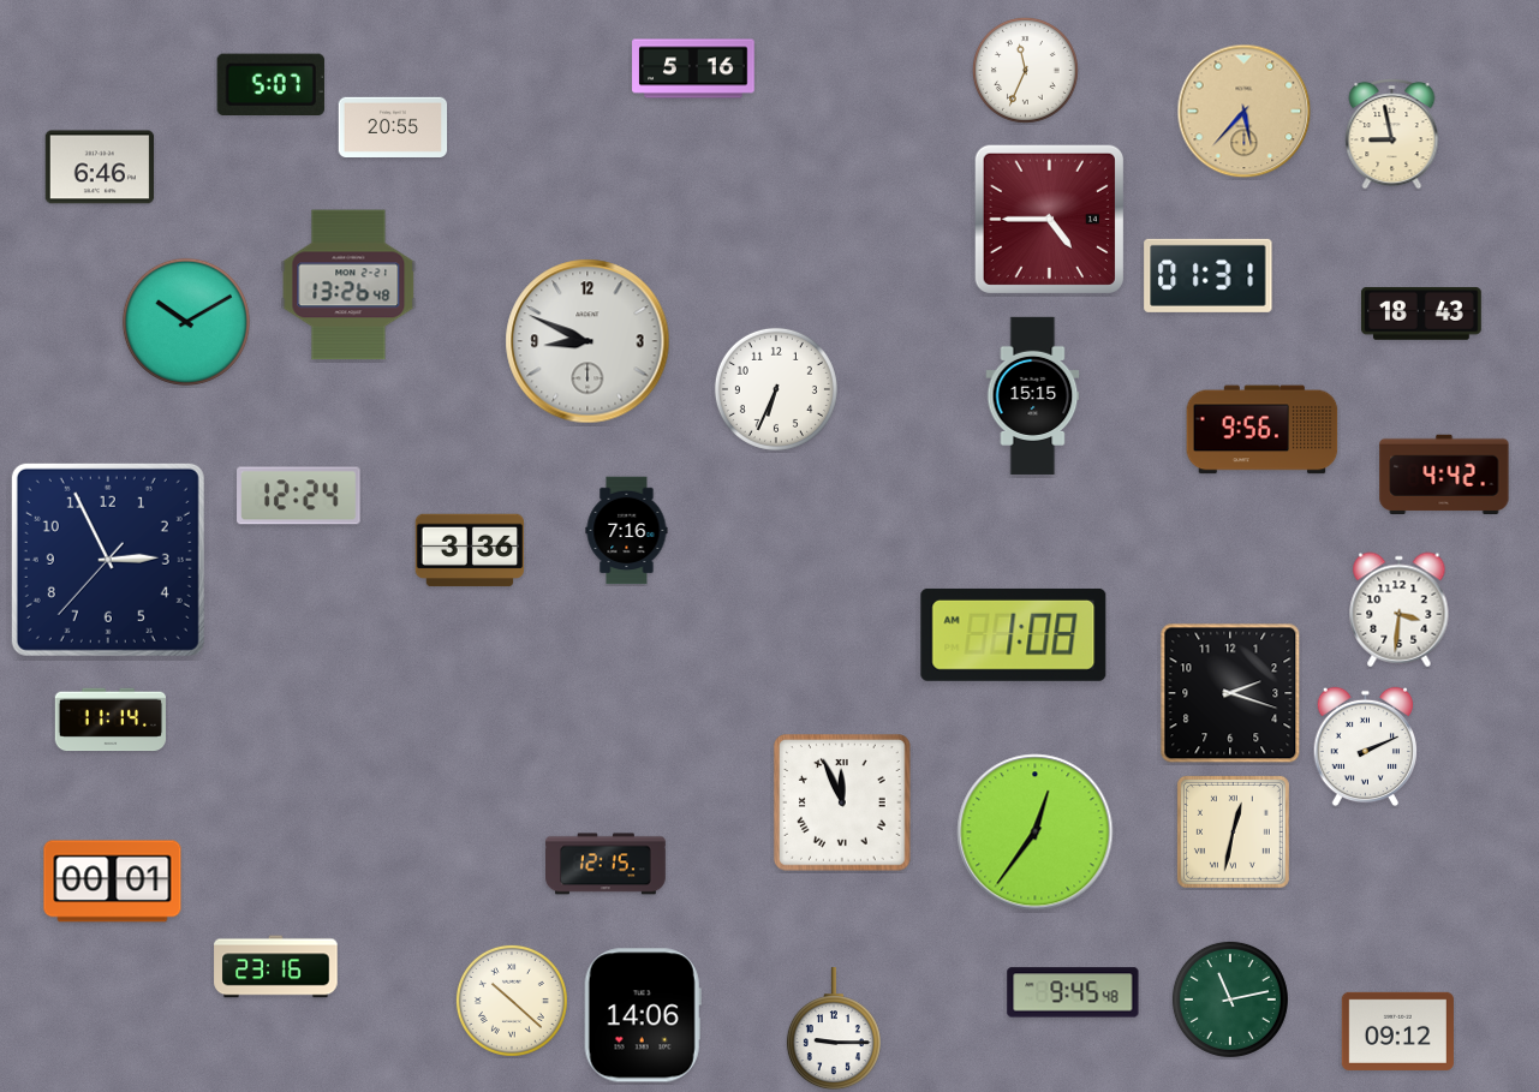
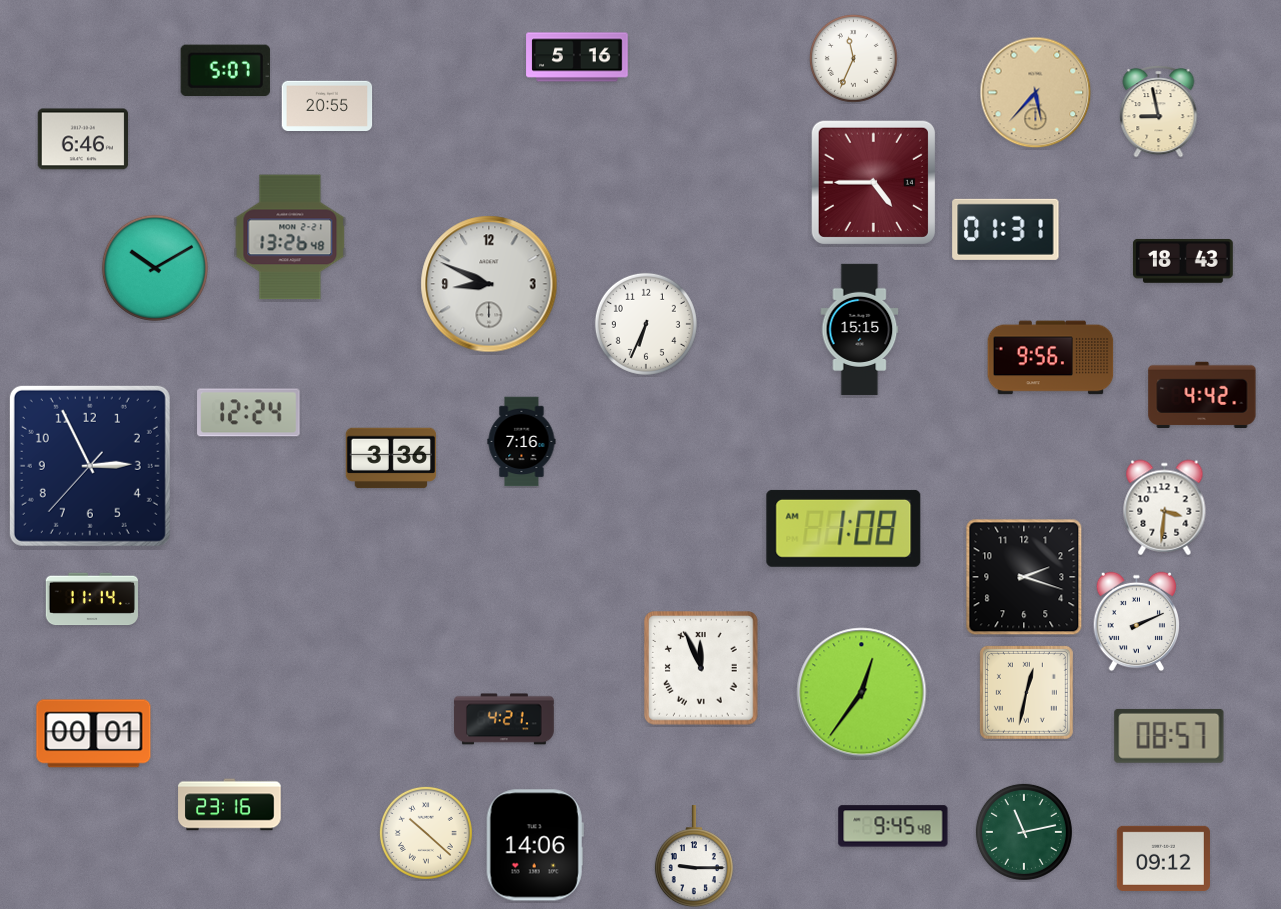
clock at (607, 864): 12:15 -> 4:21
clock at (1169, 736): none -> 08:57
